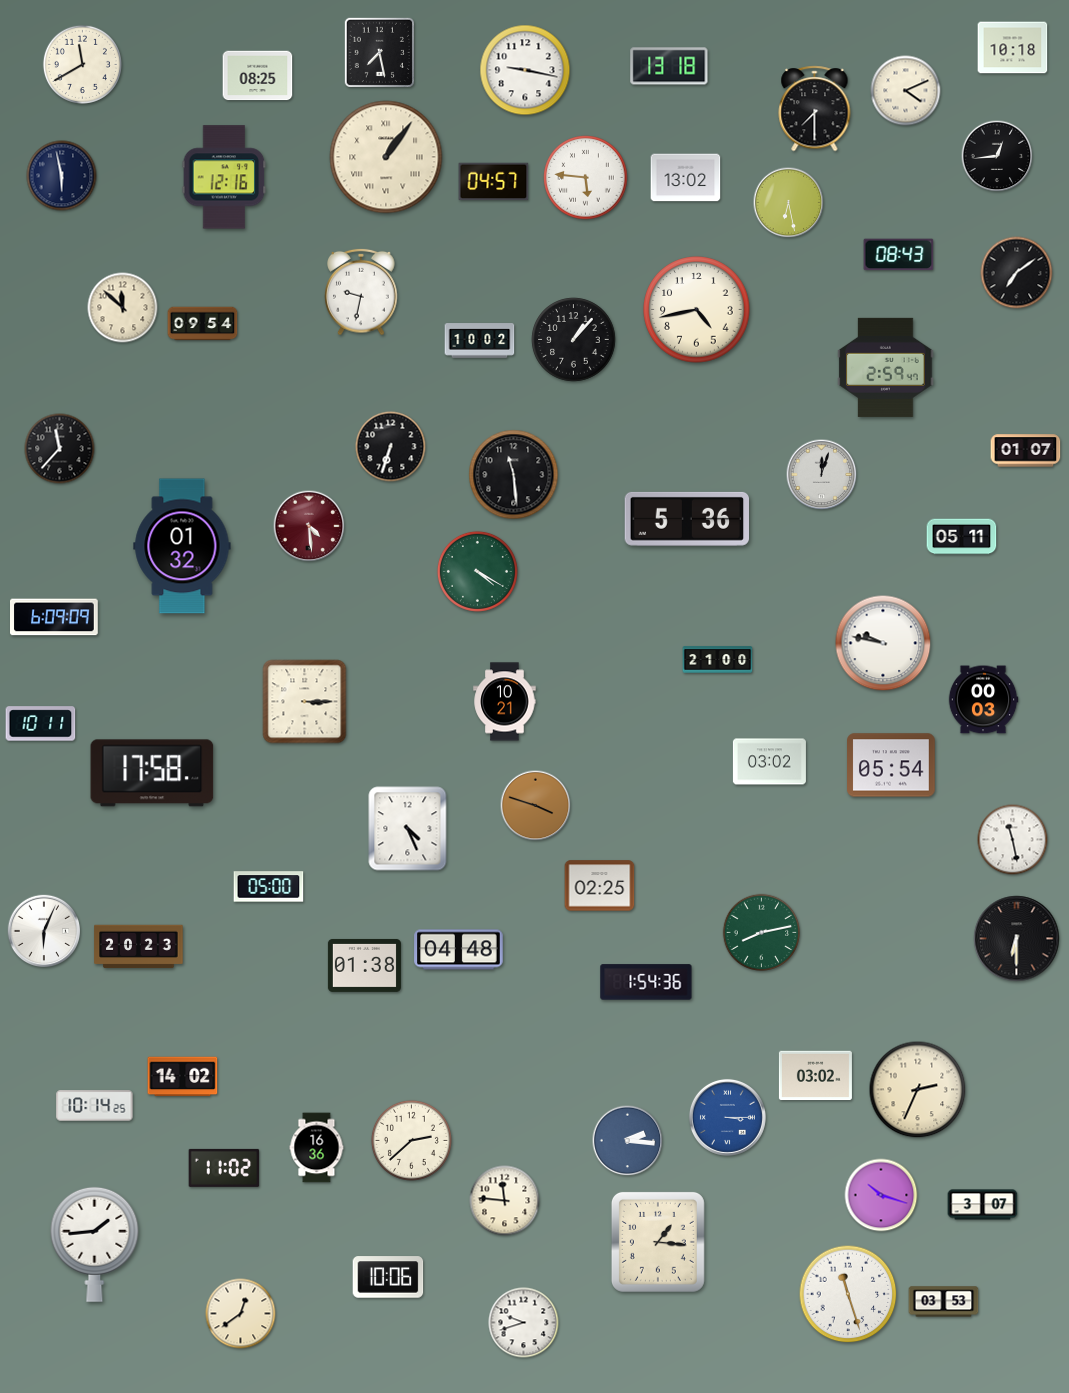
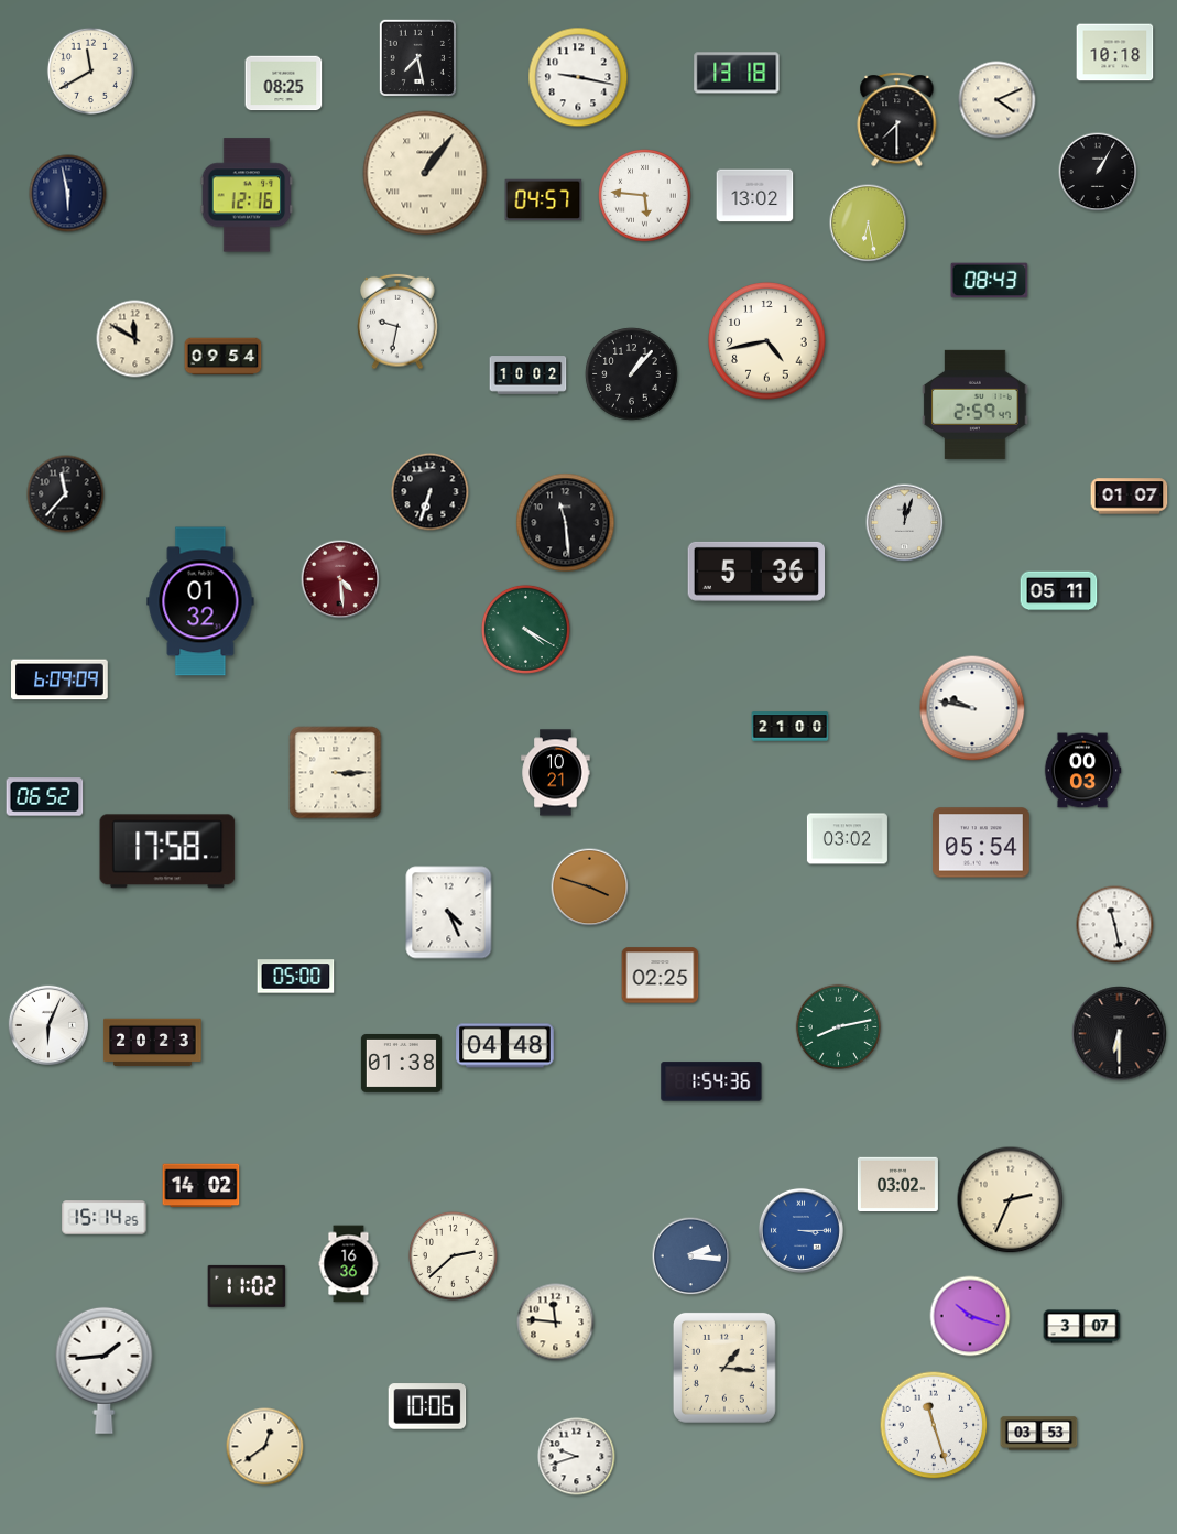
clock at (997, 156): 12:44 -> 1:05
clock at (1017, 273): 7:09 -> none
clock at (123, 308): 11:52 -> 11:50
clock at (41, 724): 10:11 -> 06:52
clock at (95, 1106): 10:14 -> 15:14
